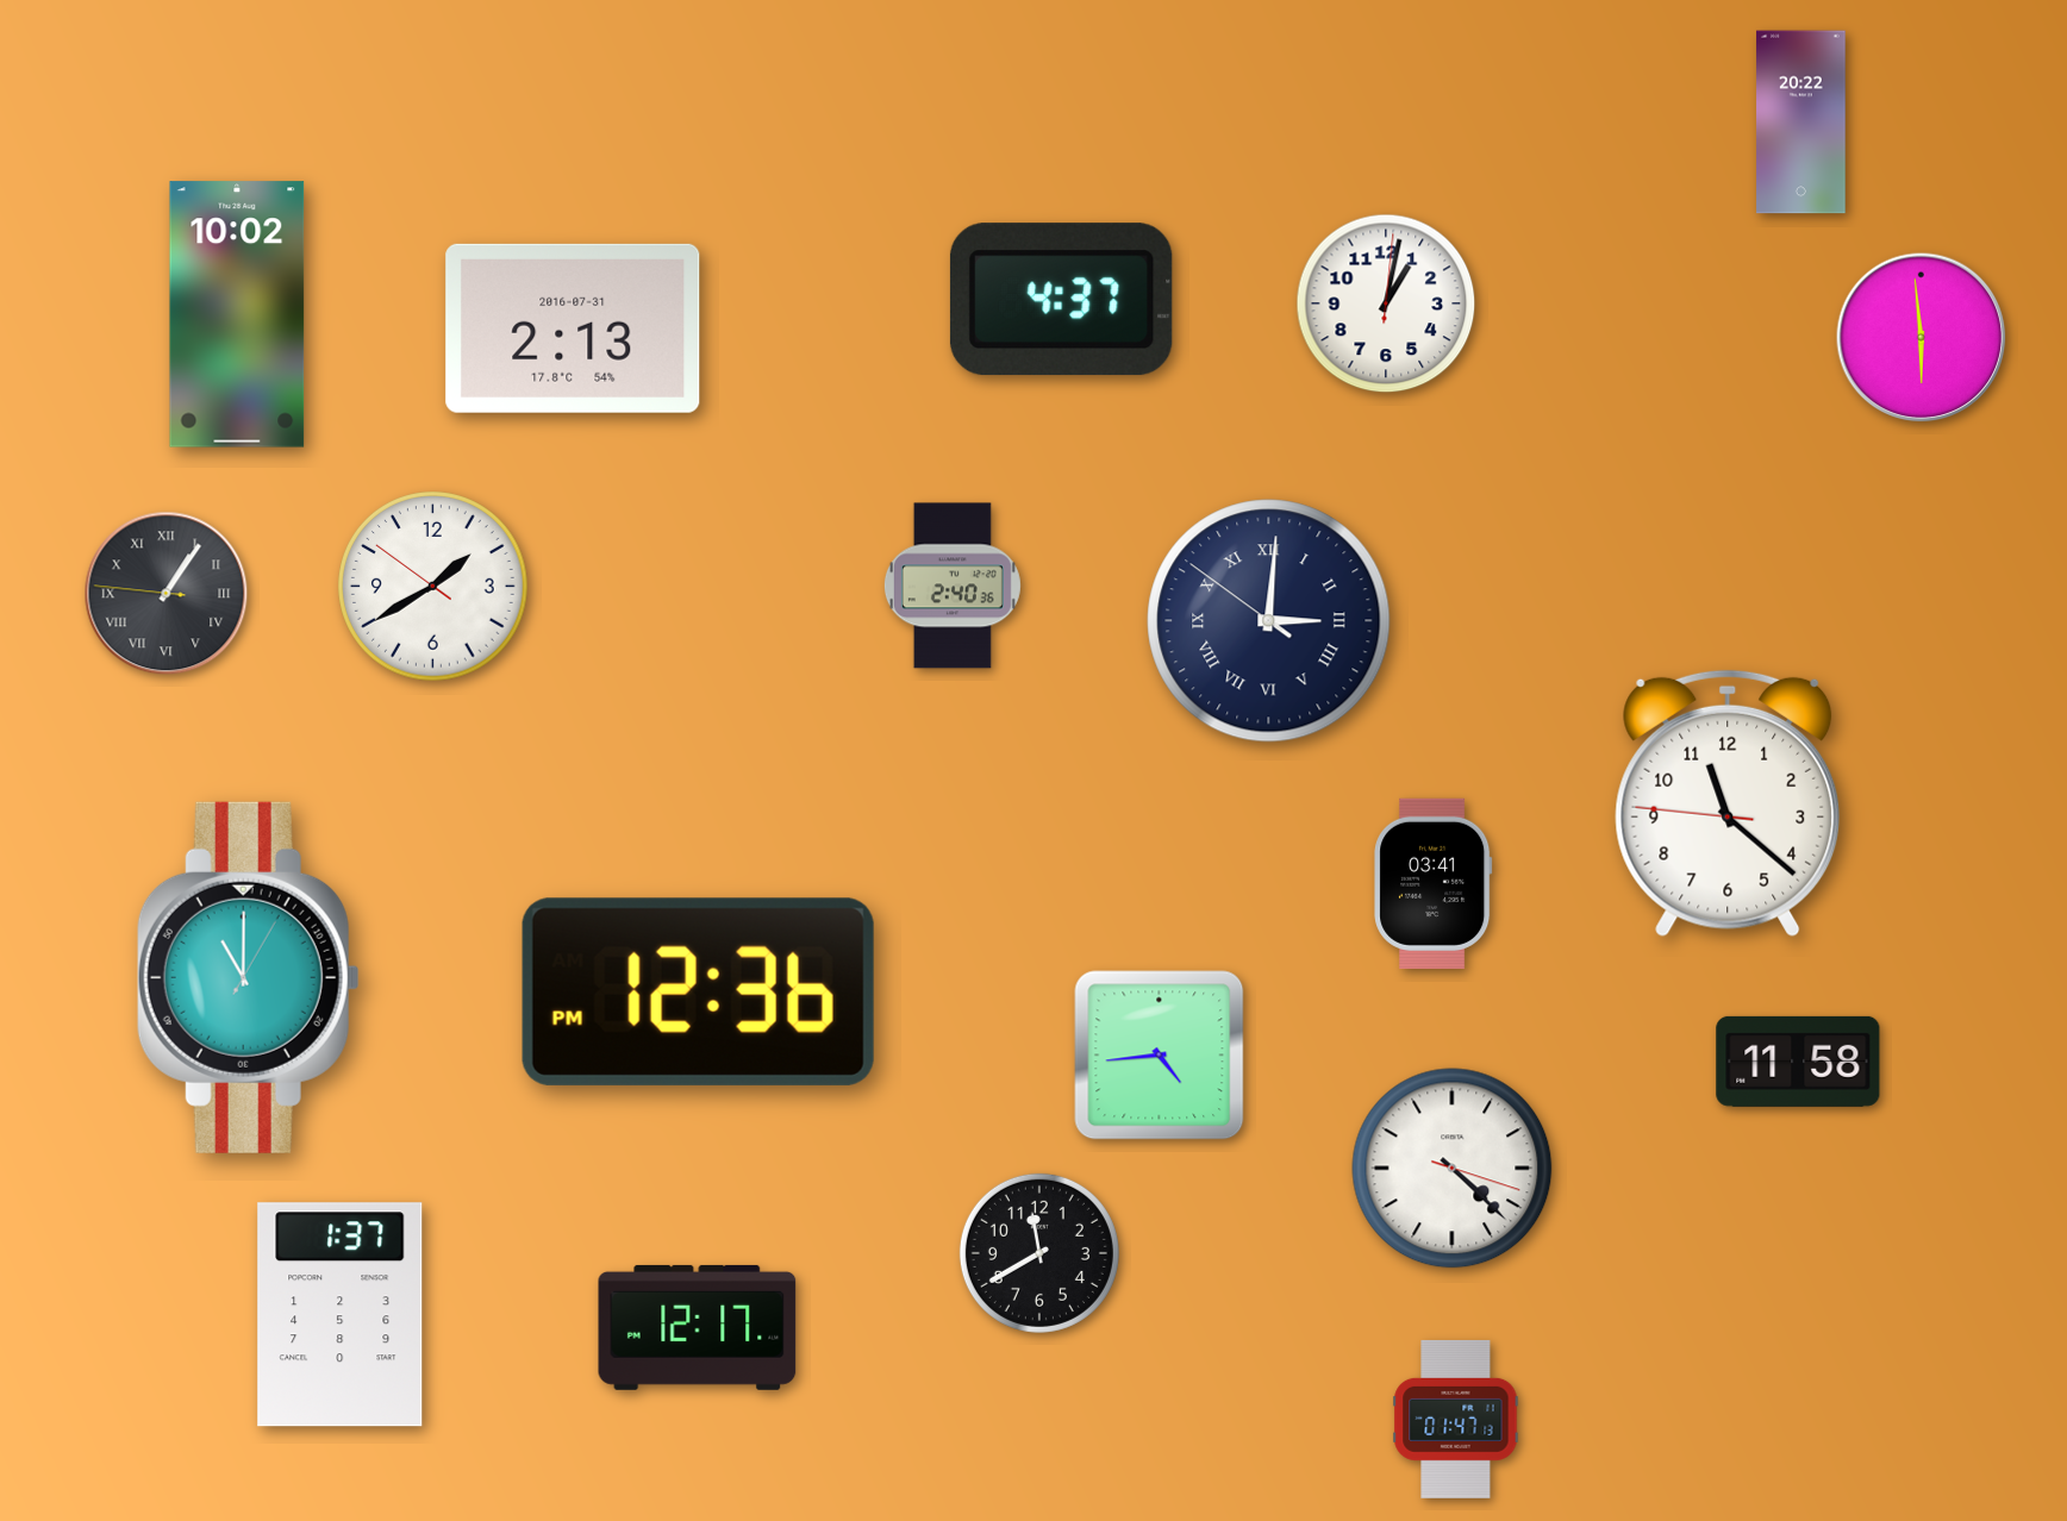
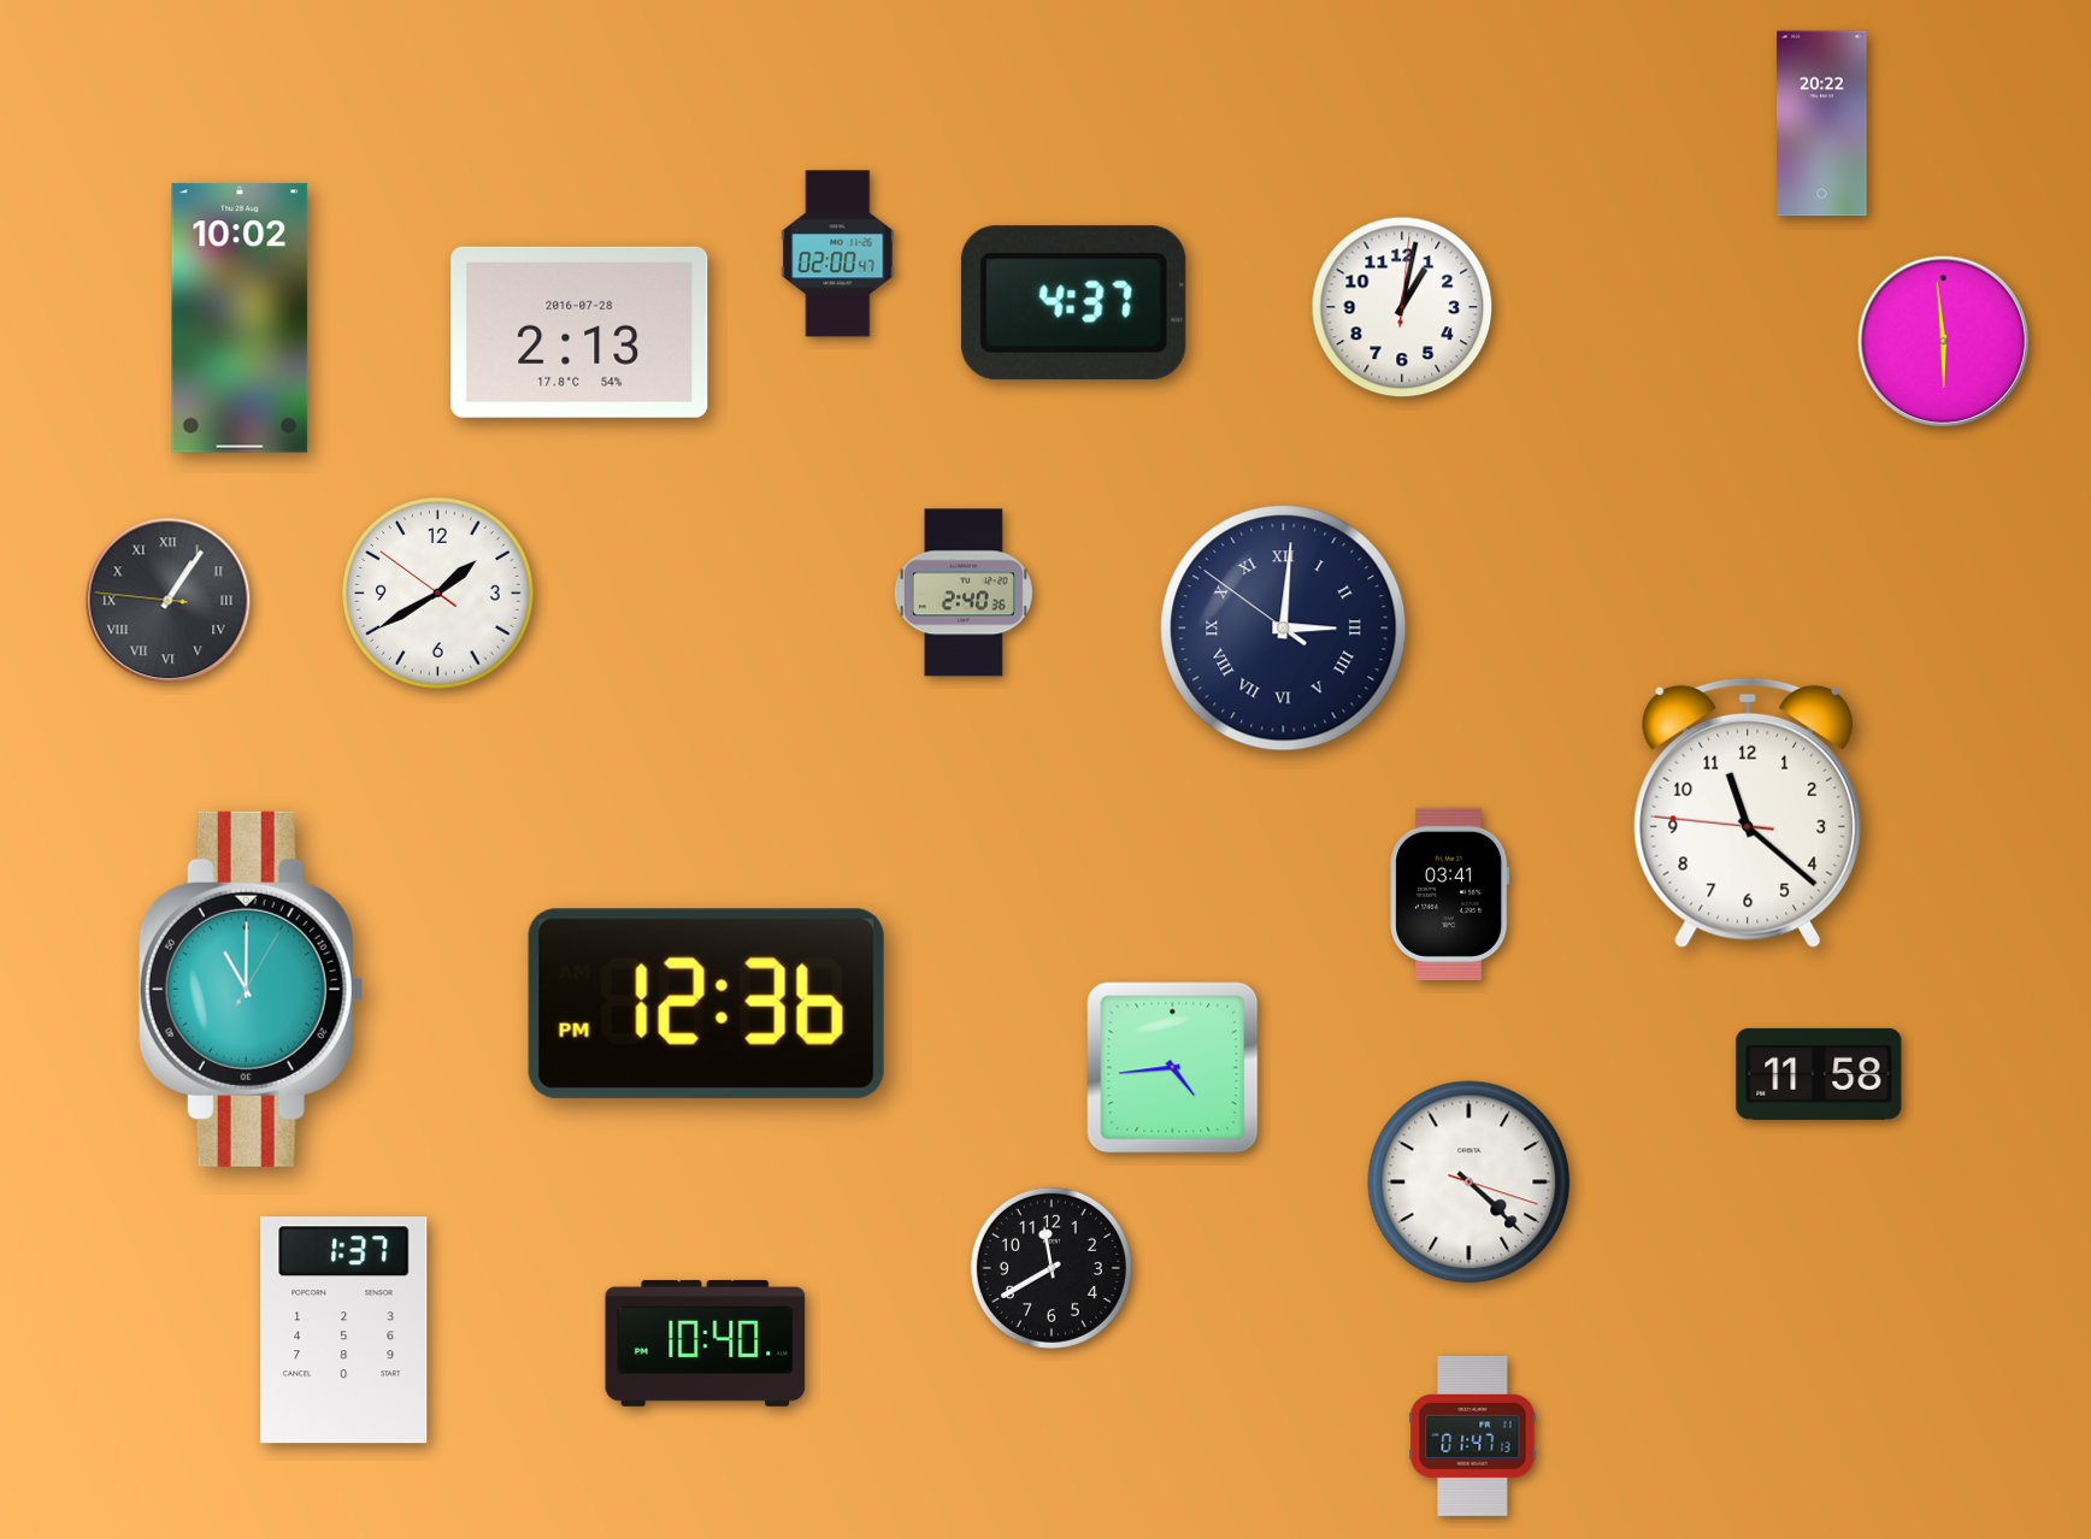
clock at (838, 254): none -> 02:00
clock at (573, 328) date: 2016-07-31 -> 2016-07-28
clock at (698, 1327): 12:17 -> 10:40
